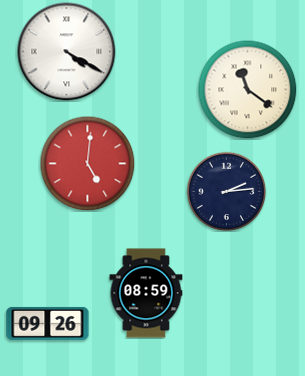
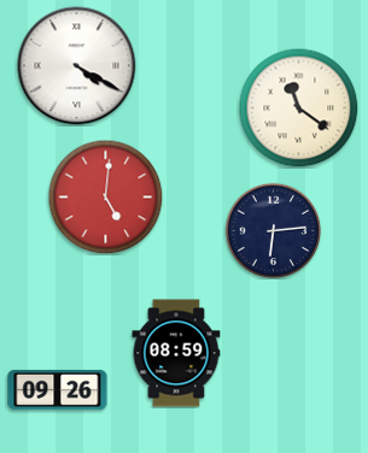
clock at (67, 52) position: (67, 52) -> (77, 66)
clock at (226, 191): 2:14 -> 6:14
